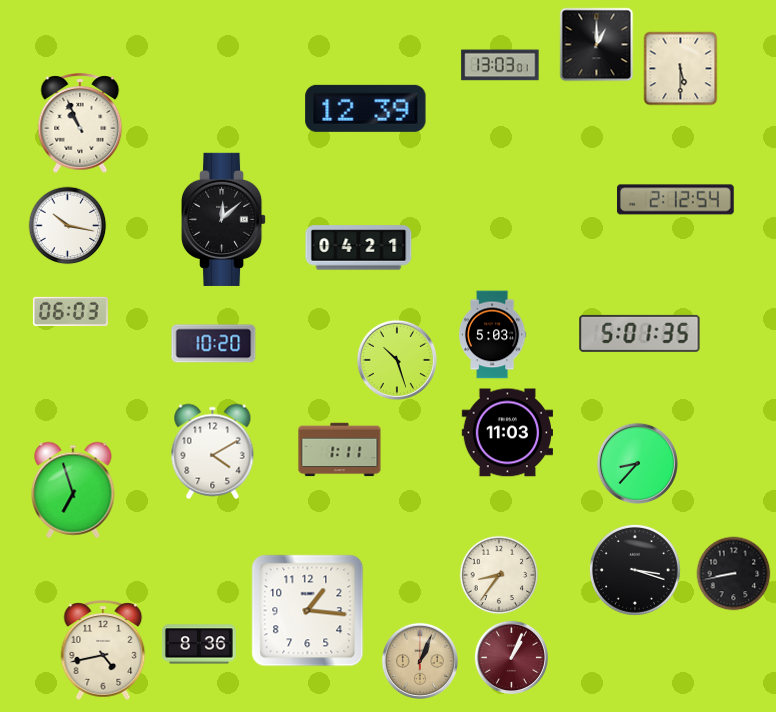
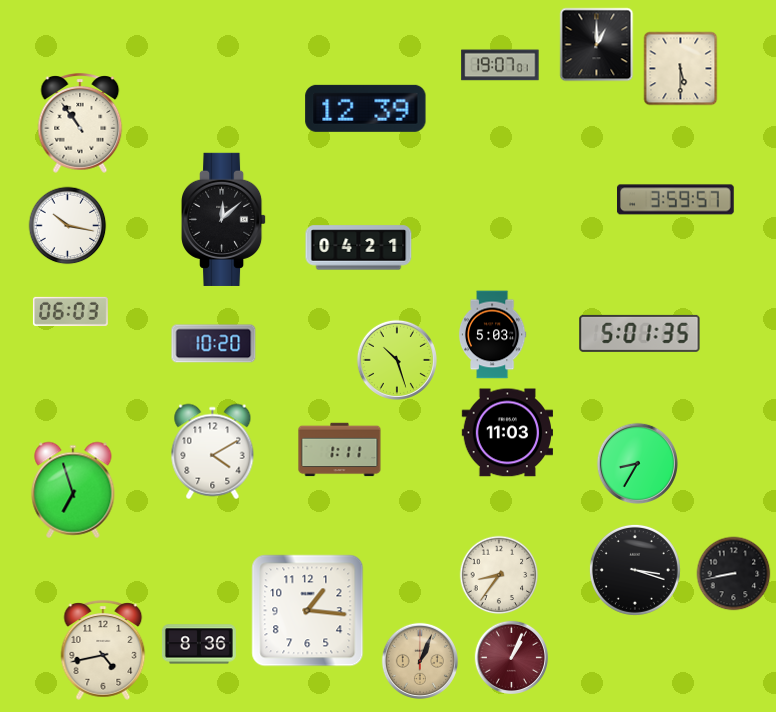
clock at (500, 65): 13:03 -> 19:07
clock at (80, 123): 10:56 -> 10:54
clock at (676, 200): 2:12 -> 3:59
clock at (637, 463): 8:37 -> 8:35
